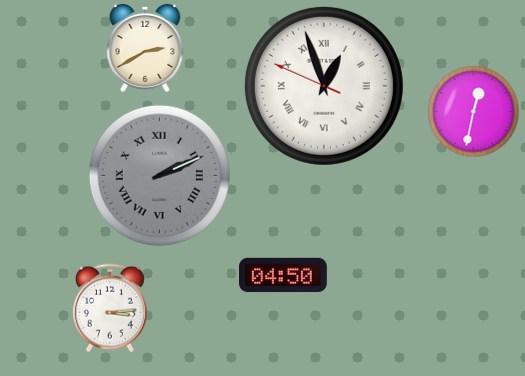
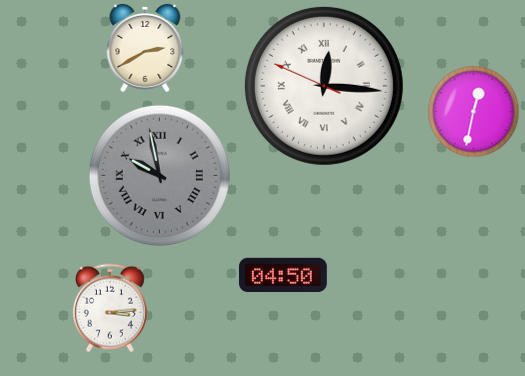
clock at (324, 86): 12:56 -> 12:15
clock at (159, 175): 2:11 -> 9:58
